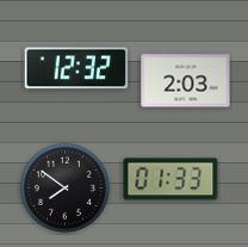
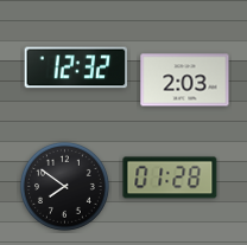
clock at (170, 179): 01:33 -> 01:28
